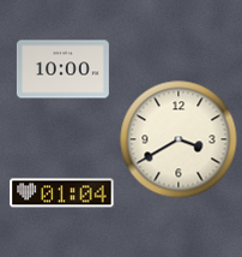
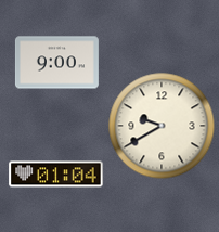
clock at (62, 70): 10:00 -> 9:00
clock at (179, 139): 3:40 -> 9:40
